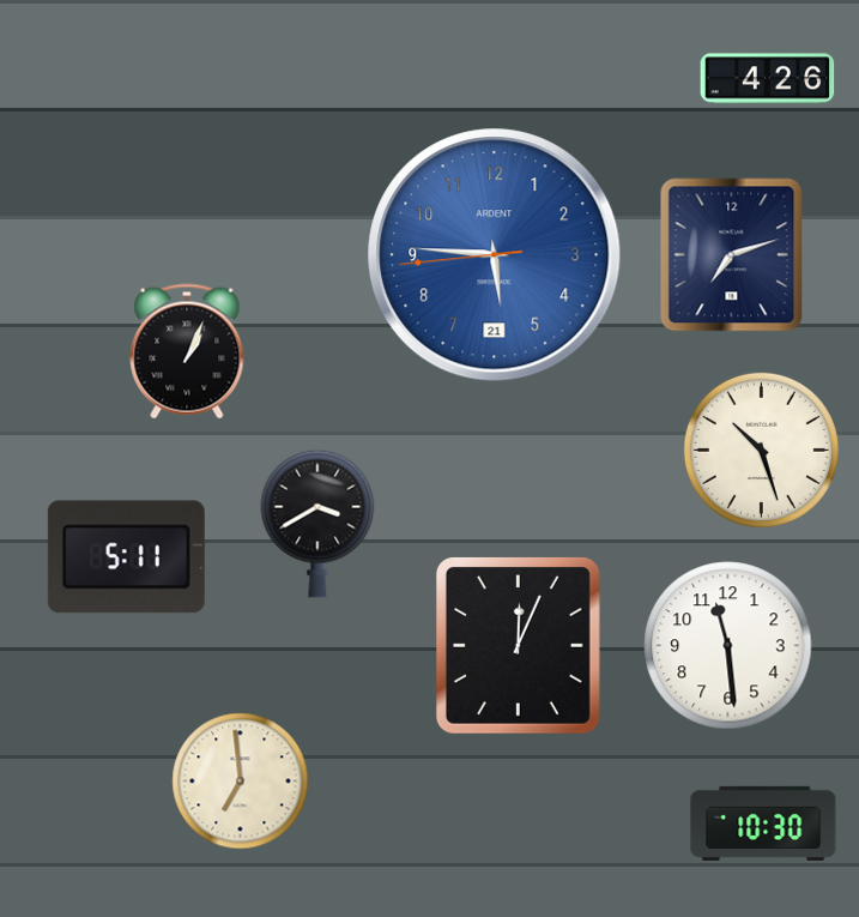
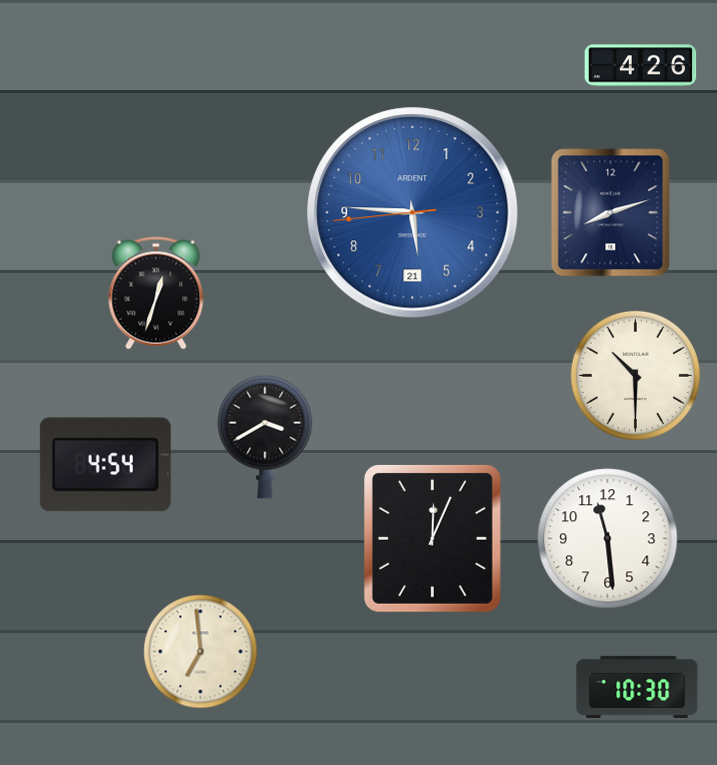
clock at (732, 255): 7:12 -> 8:12
clock at (187, 351): 1:04 -> 12:33
clock at (761, 450): 10:27 -> 10:30
clock at (126, 557): 5:11 -> 4:54
